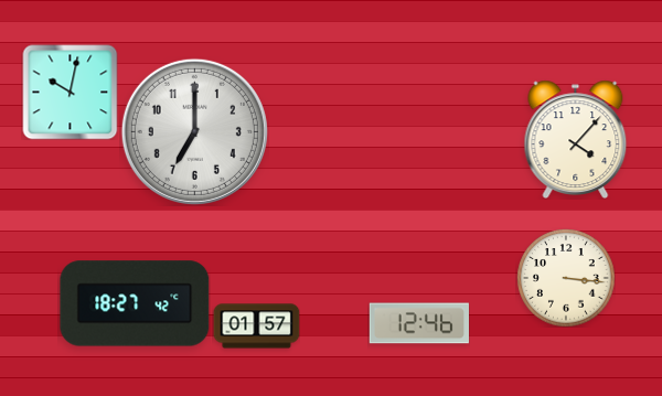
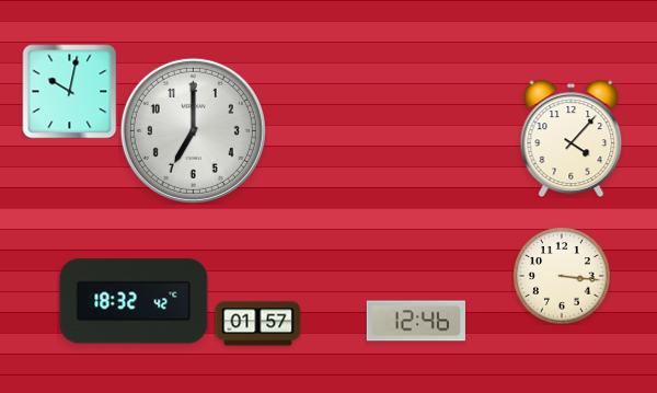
clock at (135, 303): 18:27 -> 18:32
clock at (256, 327) position: (256, 327) -> (257, 324)
